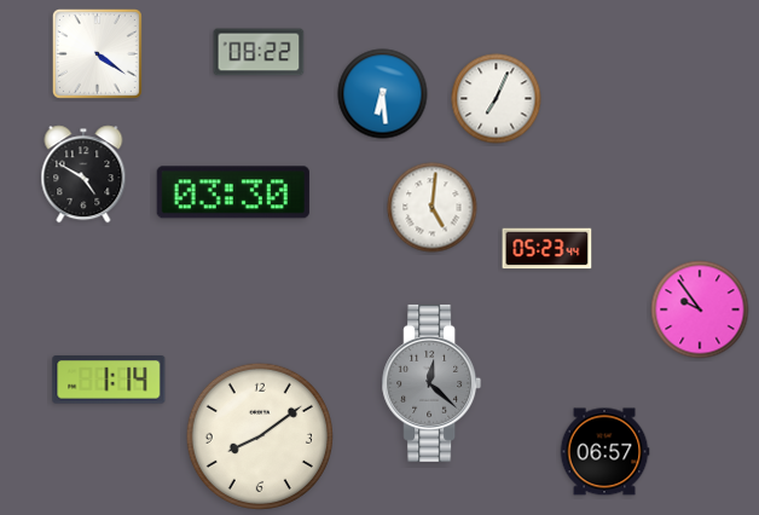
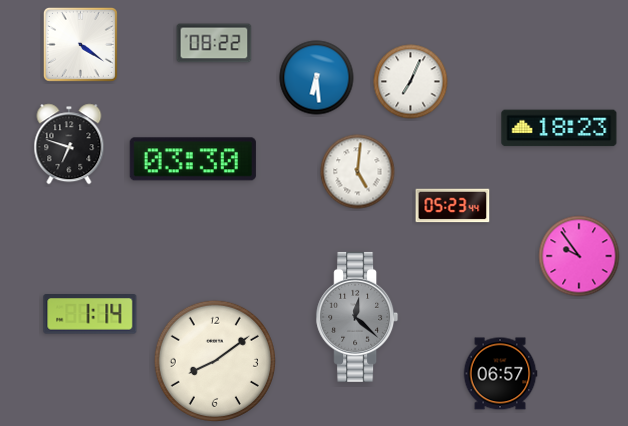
clock at (559, 128): none -> 18:23
clock at (83, 174): 4:50 -> 6:48
